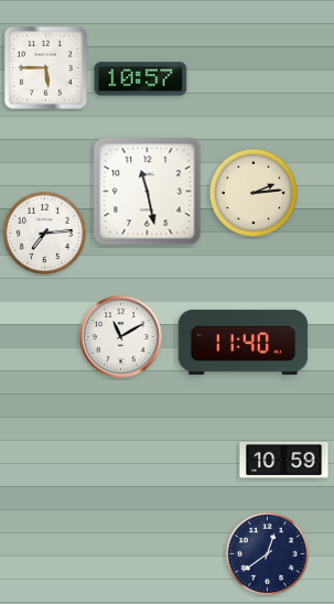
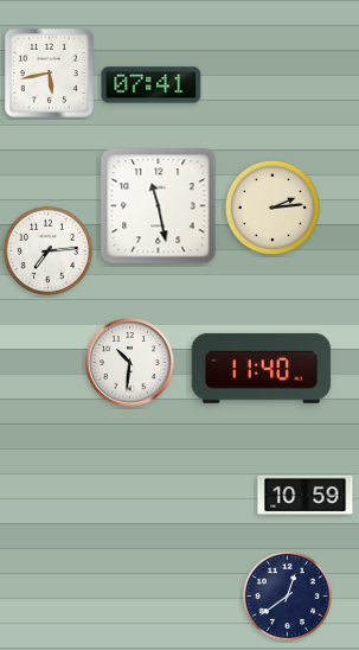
clock at (45, 67): 5:45 -> 5:43
clock at (141, 79): 10:57 -> 07:41
clock at (121, 337): 11:10 -> 10:31
